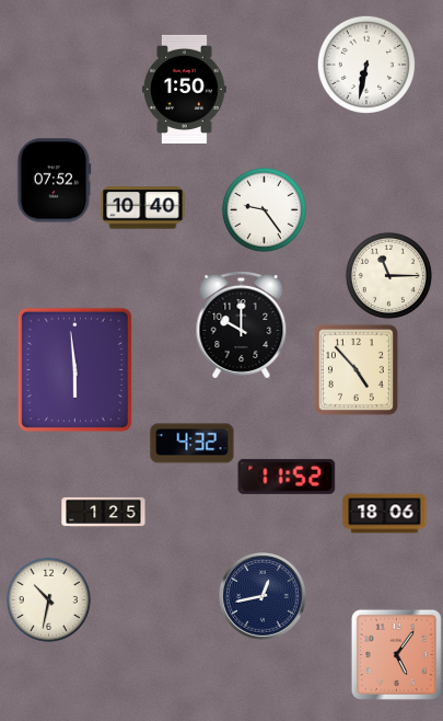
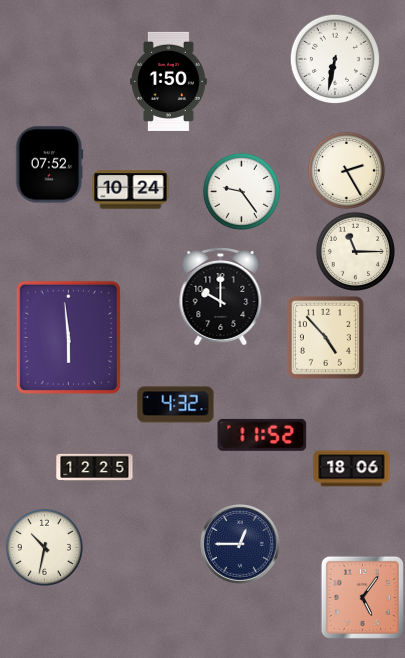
clock at (346, 170): none -> 2:25
clock at (143, 208): 10:40 -> 10:24
clock at (104, 512): 1:25 -> 12:25
clock at (264, 597): 12:43 -> 12:45
